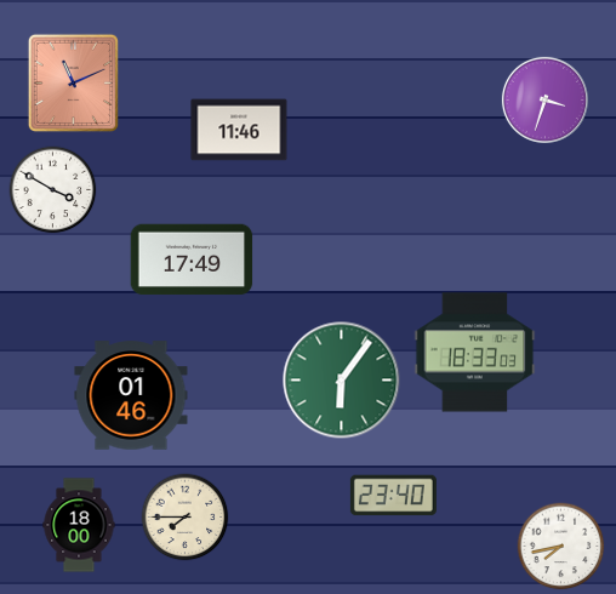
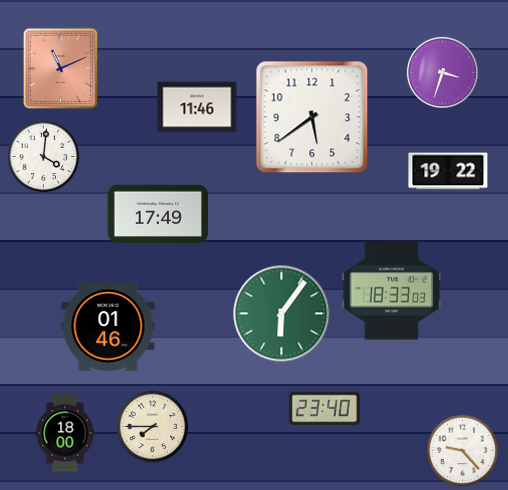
clock at (544, 99) position: (544, 99) -> (442, 72)
clock at (312, 117): none -> 5:39
clock at (53, 190): 3:50 -> 4:01
clock at (448, 171): none -> 19:22
clock at (561, 547): 7:43 -> 9:23
